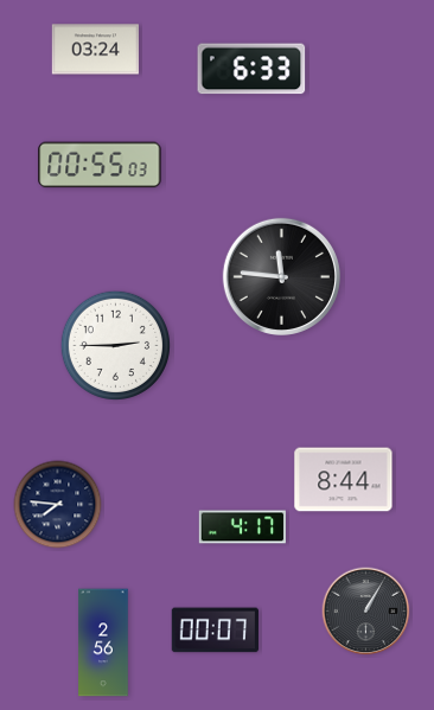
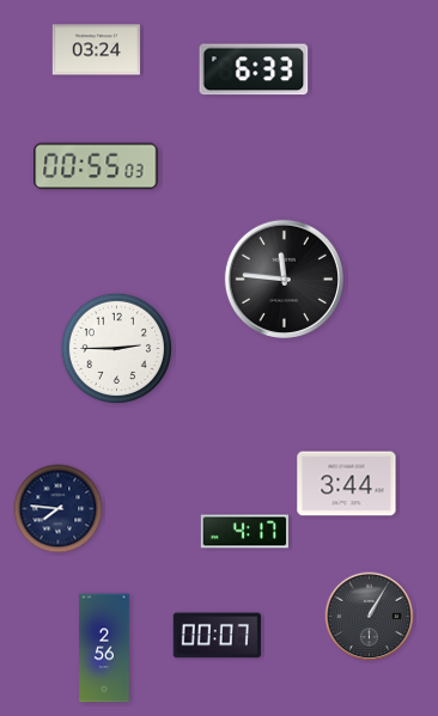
clock at (100, 165) position: (100, 165) -> (96, 166)
clock at (344, 480): 8:44 -> 3:44
